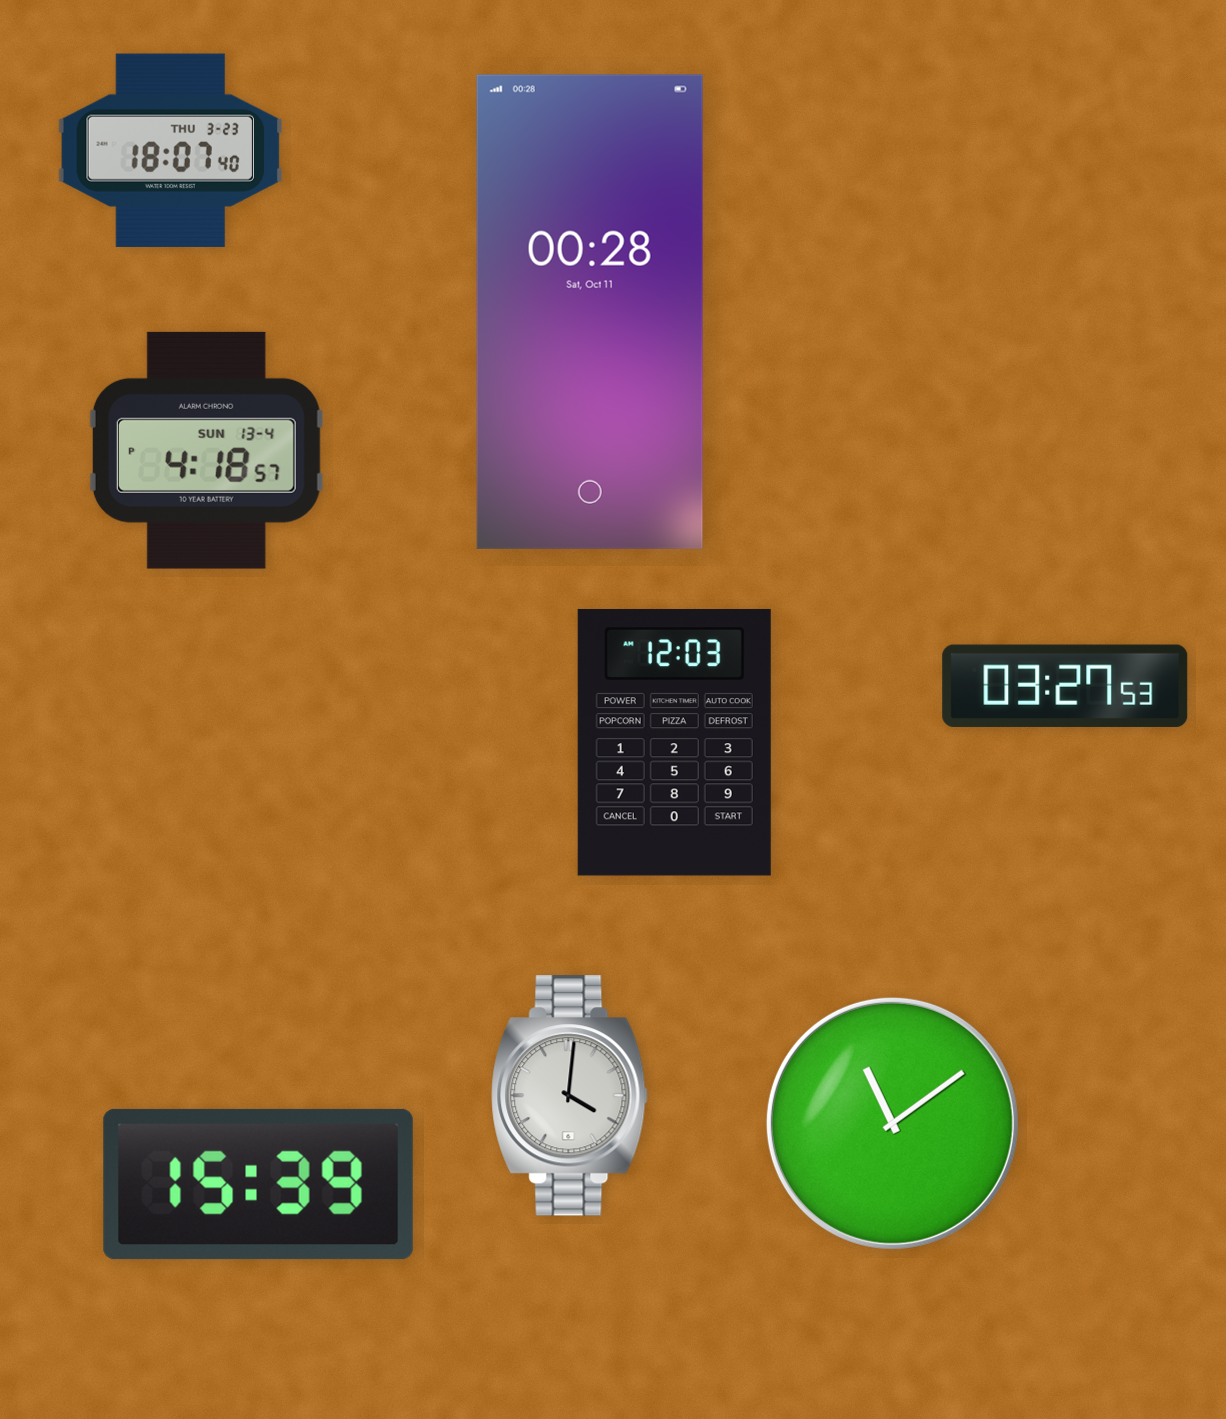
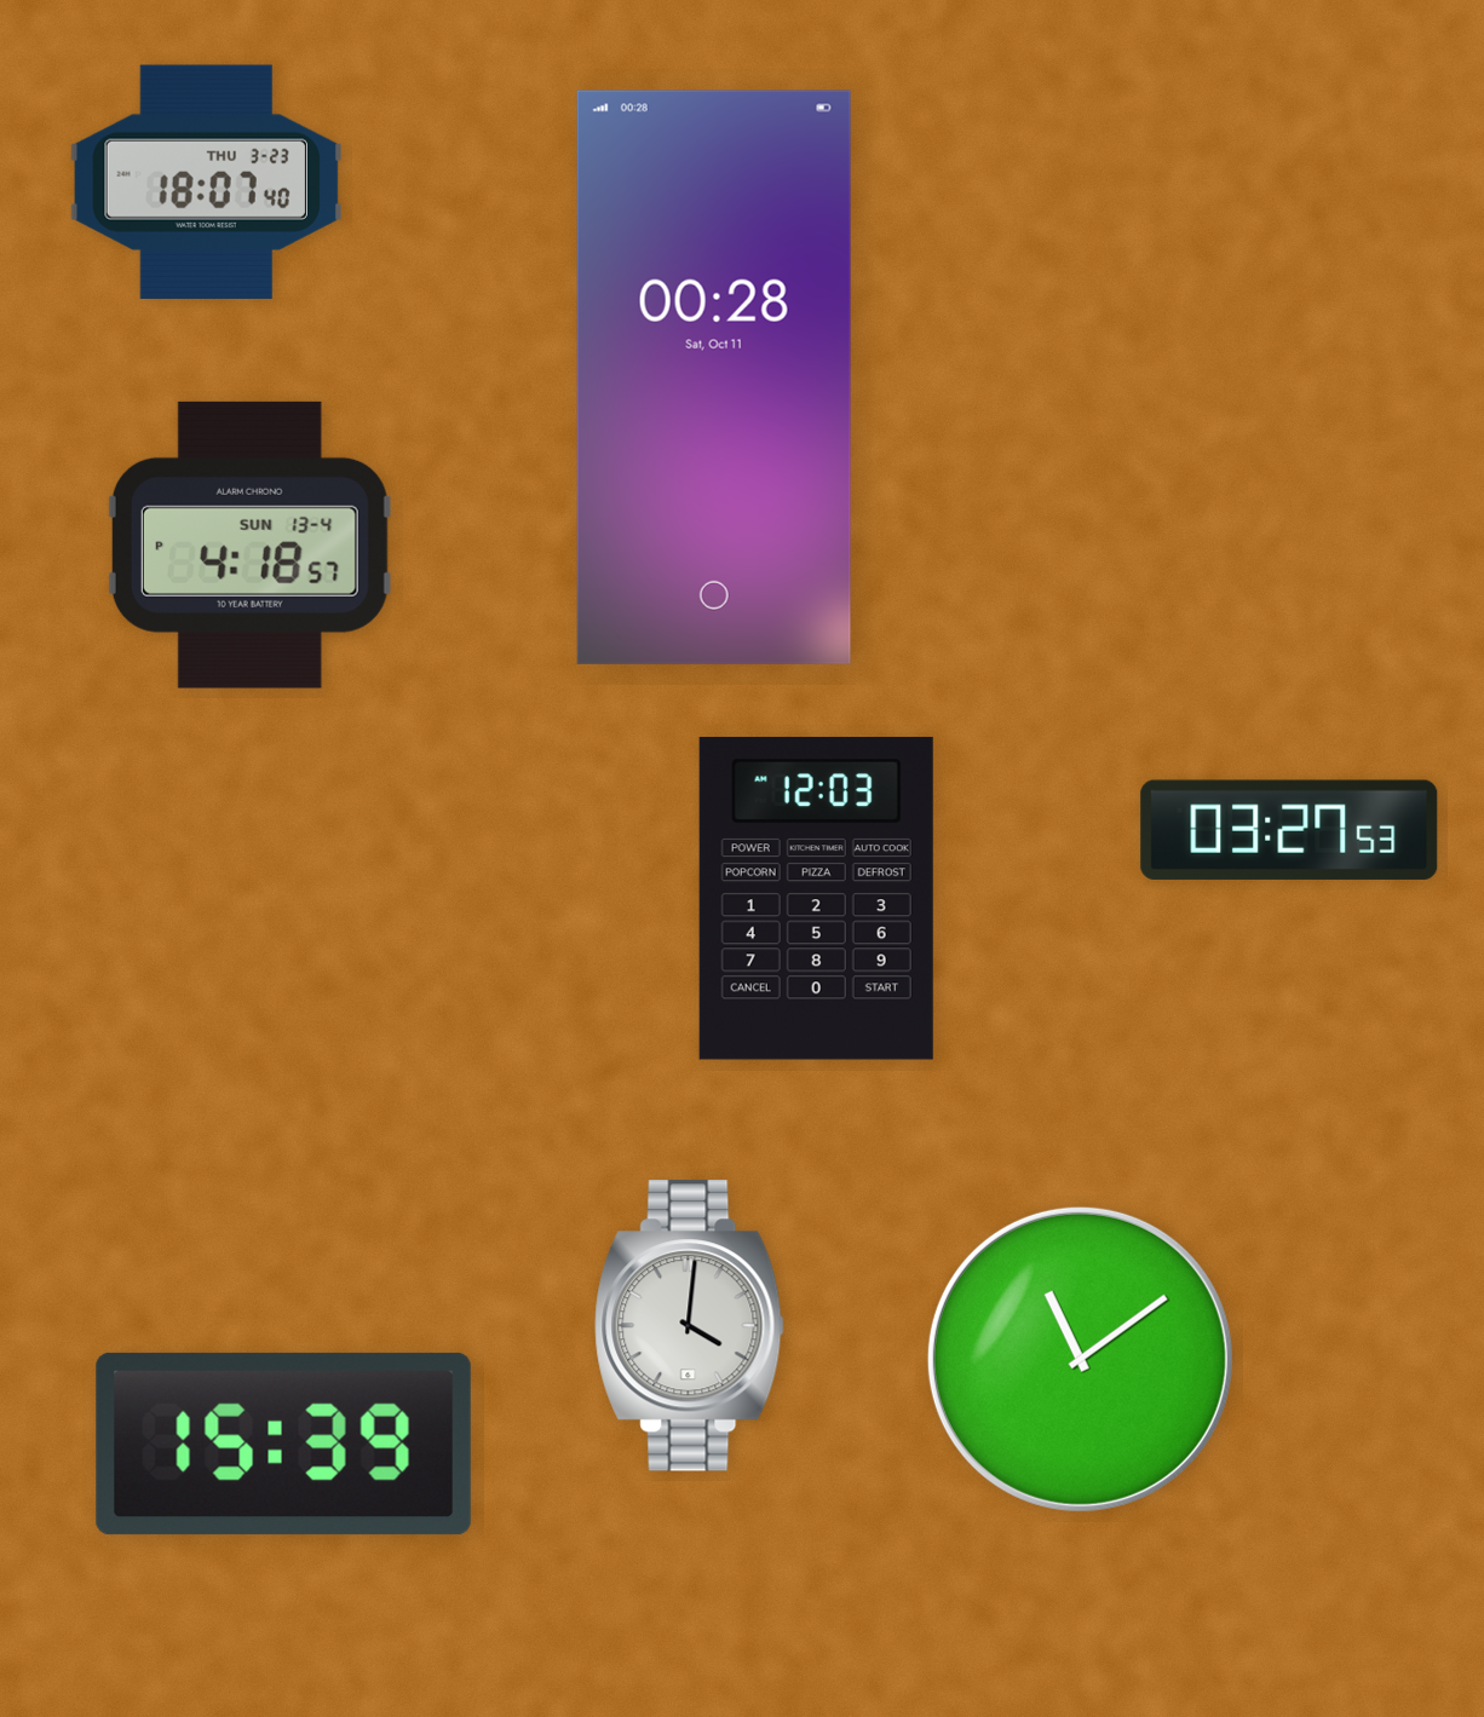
clock at (258, 1184) position: (258, 1184) -> (283, 1444)
